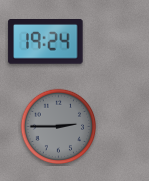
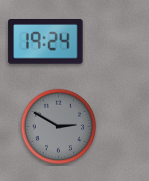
clock at (59, 127): 2:45 -> 2:50
